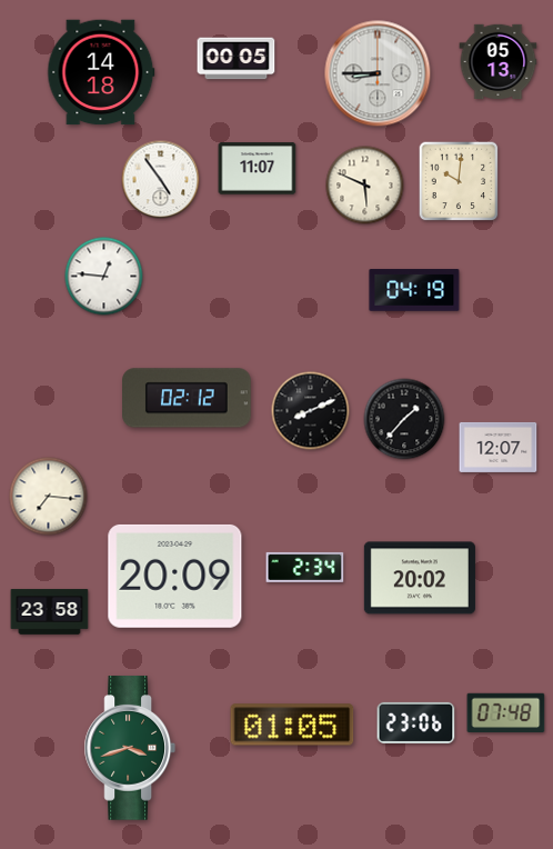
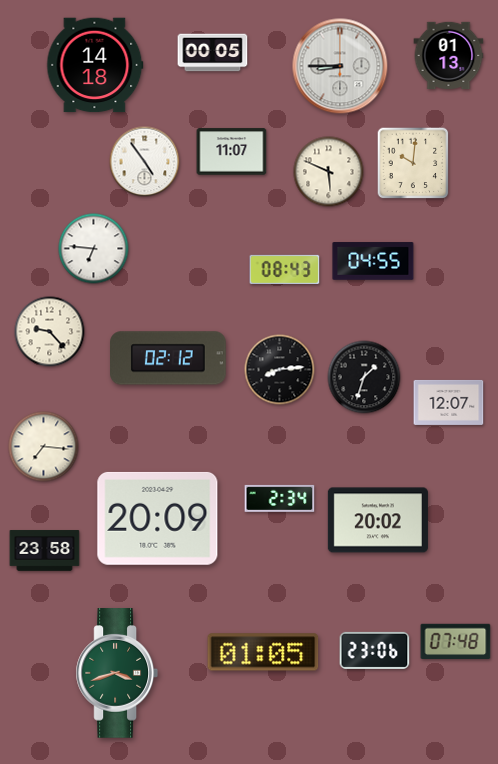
clock at (499, 62): 05:13 -> 01:13
clock at (101, 72) position: (101, 72) -> (95, 65)
clock at (365, 186) position: (365, 186) -> (329, 172)
clock at (104, 277): 12:46 -> 6:46
clock at (414, 290): 04:19 -> 04:55
clock at (285, 269): none -> 08:43
clock at (50, 332): none -> 9:23
clock at (311, 411): 8:11 -> 8:14
clock at (404, 419): 1:37 -> 1:33
clock at (305, 567) position: (305, 567) -> (280, 498)
